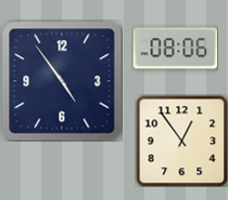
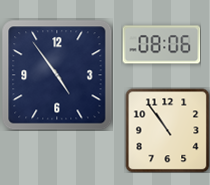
clock at (181, 141): 12:54 -> 10:54
